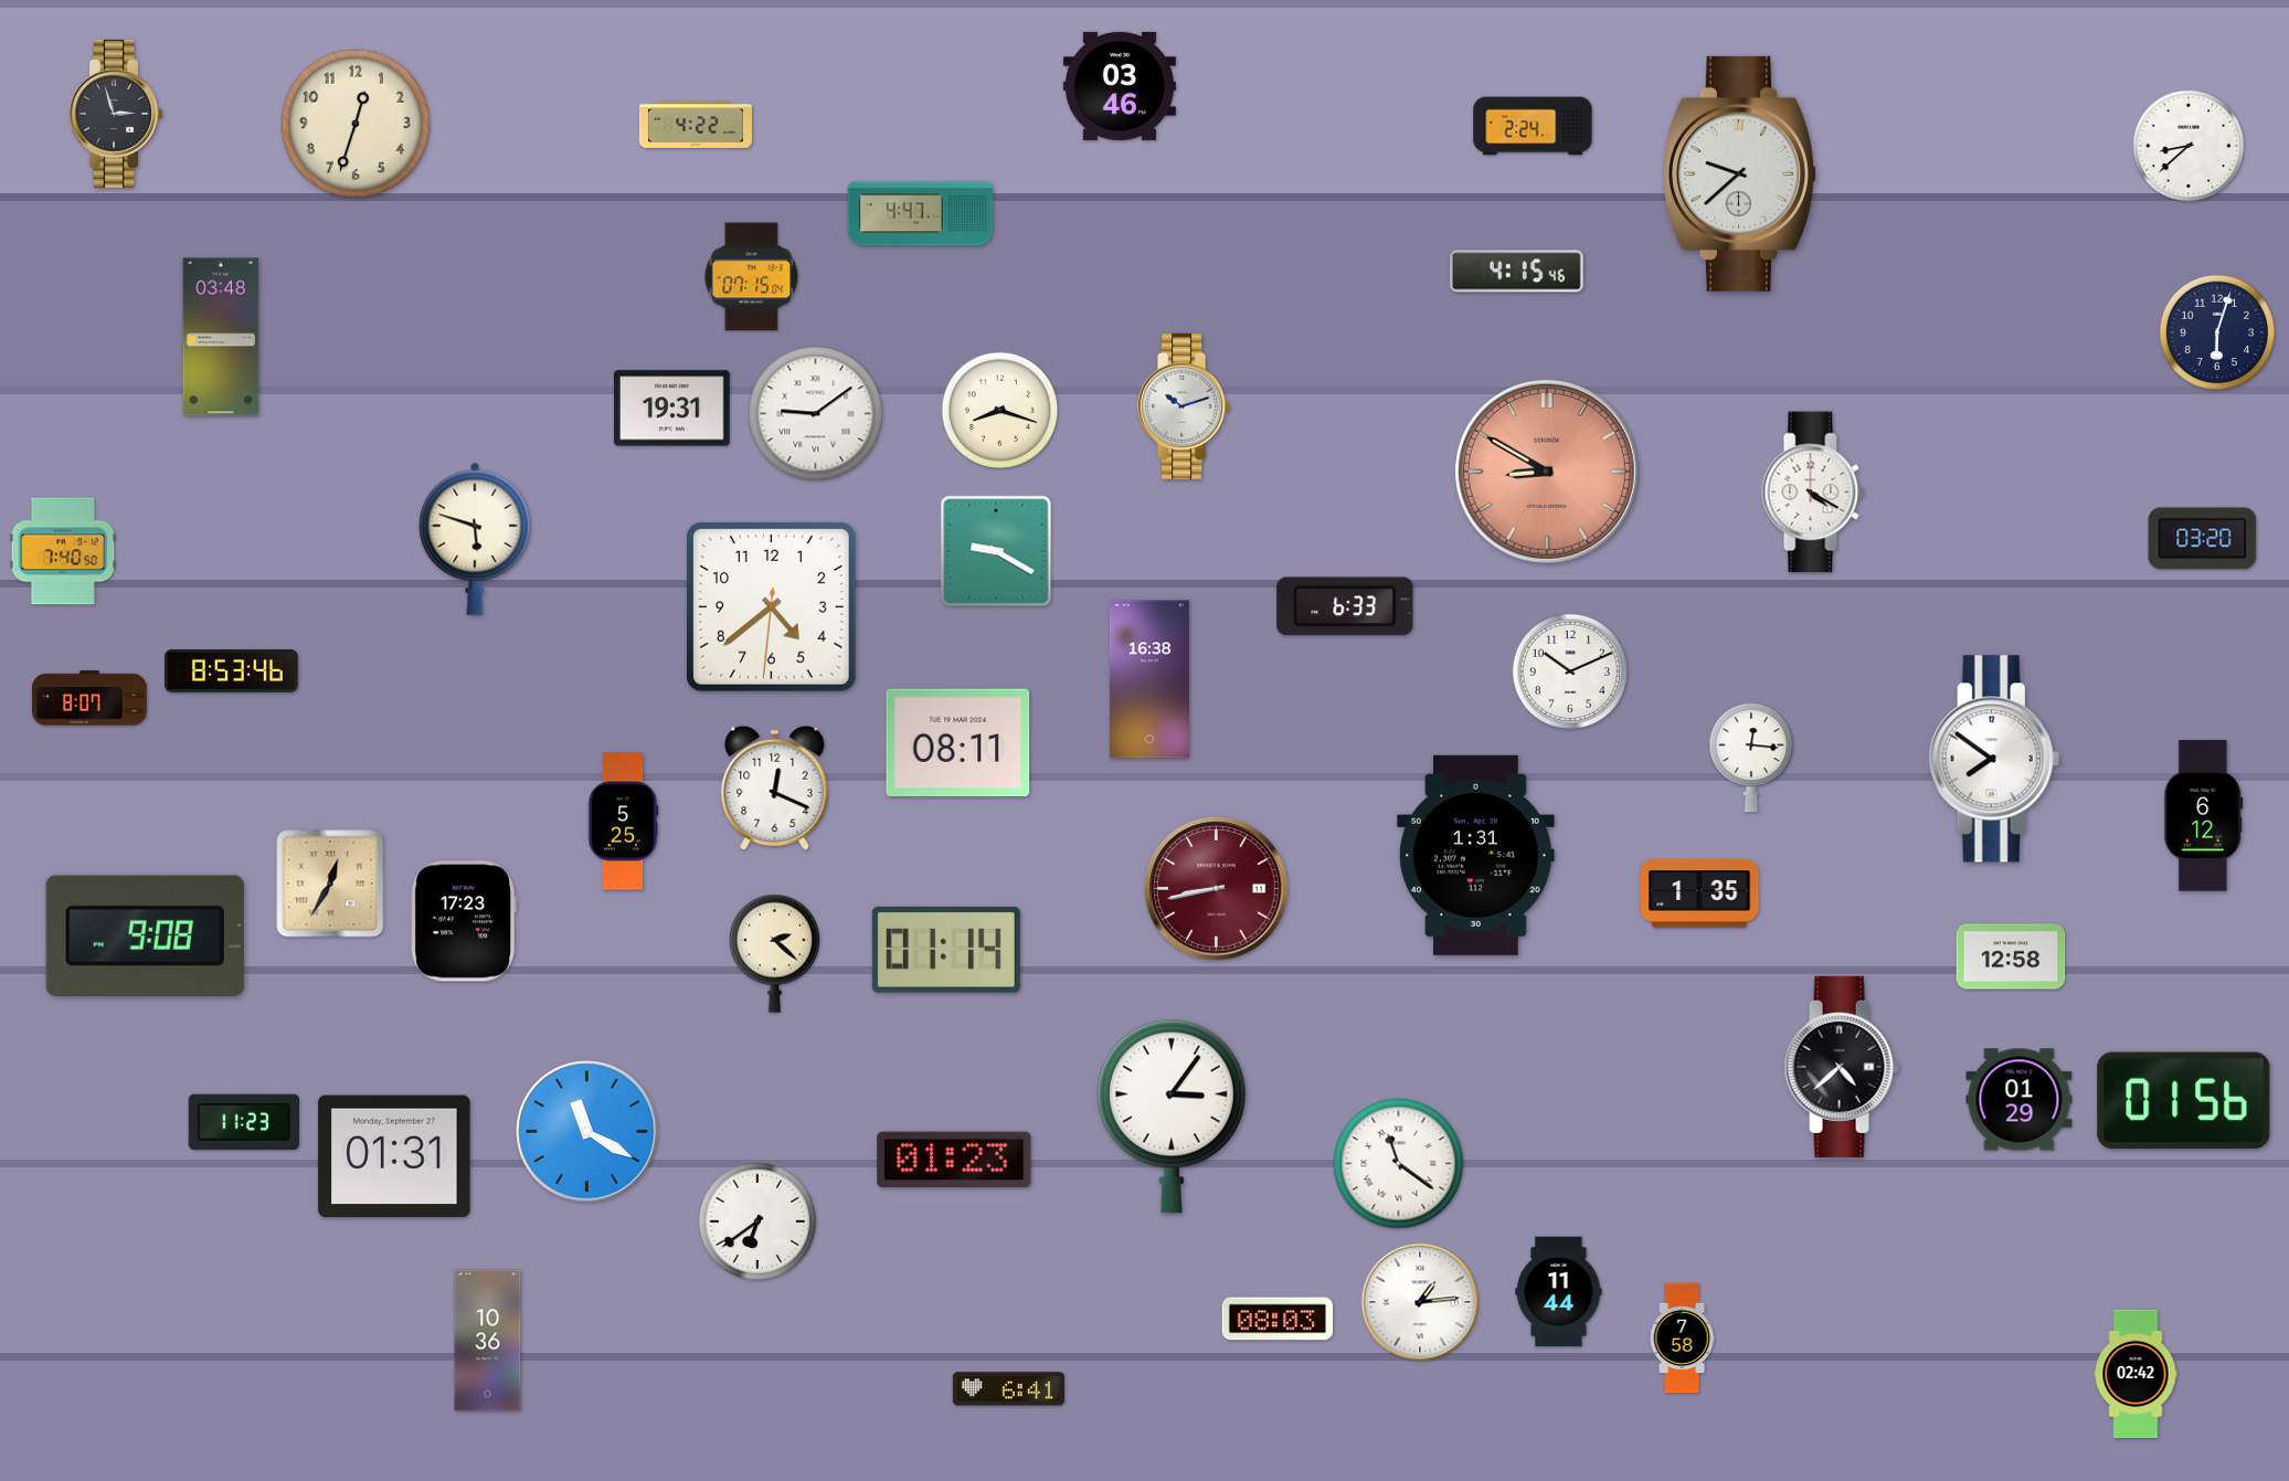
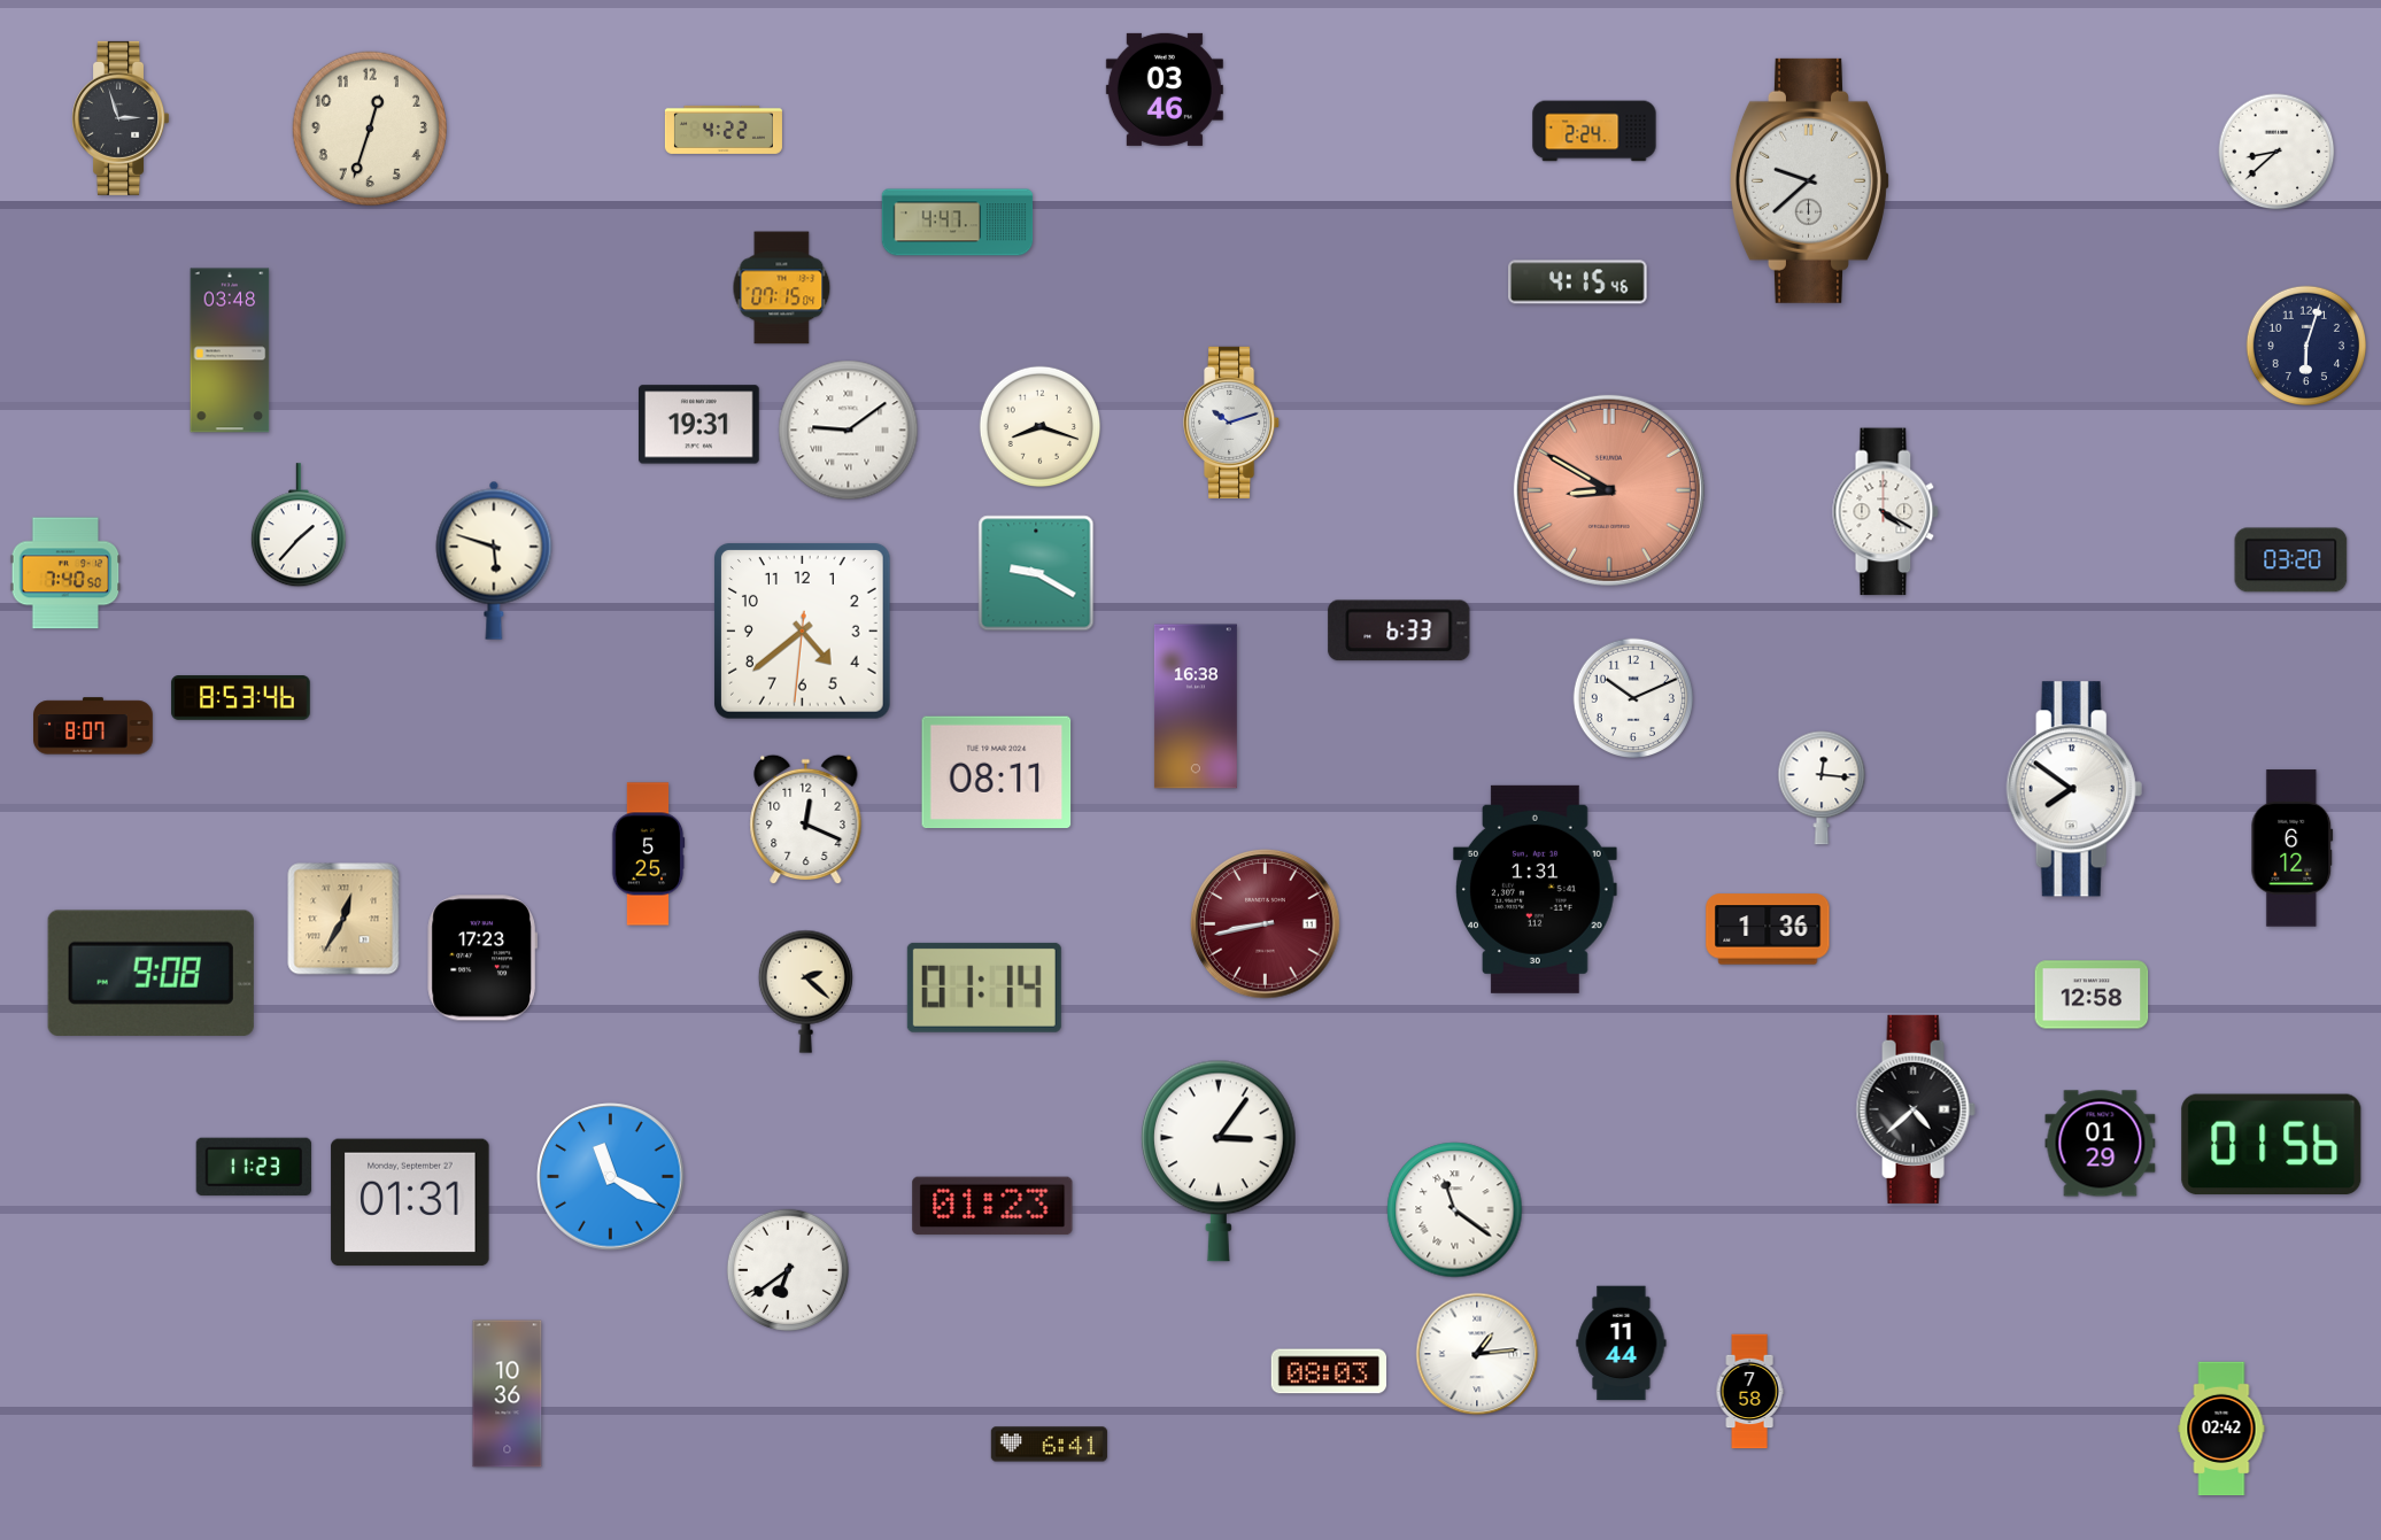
clock at (299, 526): none -> 1:37
clock at (1699, 893): 1:35 -> 1:36
